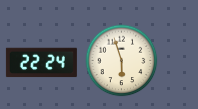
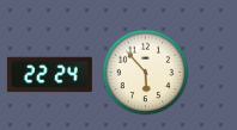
clock at (122, 61): 5:57 -> 5:53
